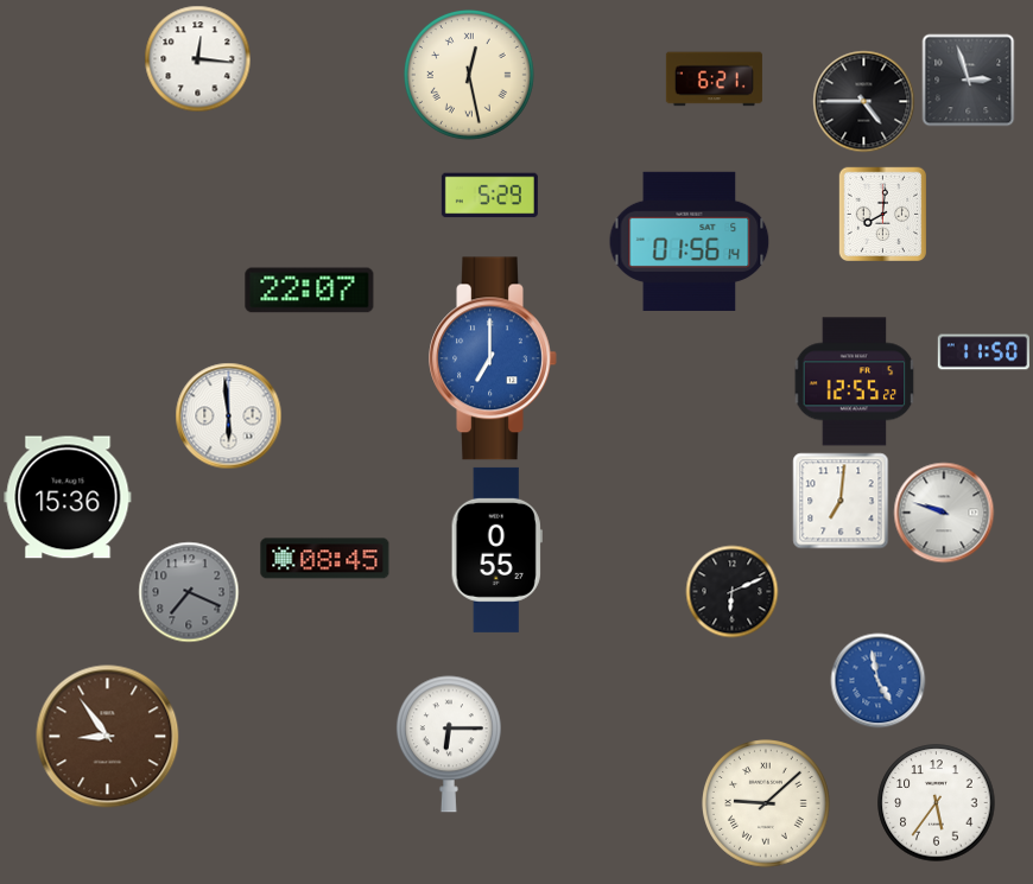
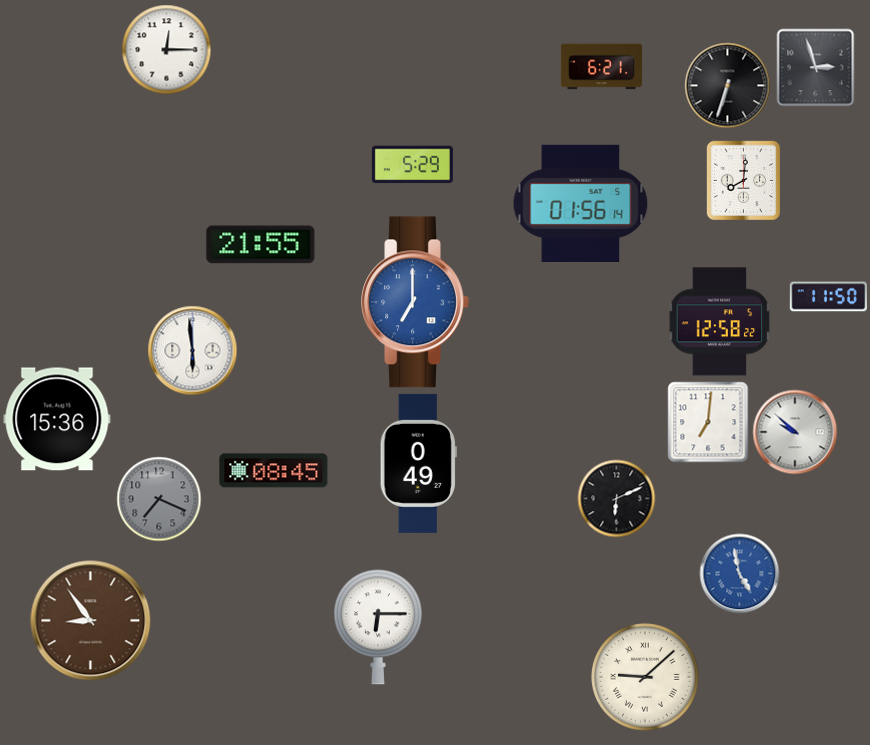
clock at (197, 58): 12:16 -> 12:15
clock at (469, 75): 12:28 -> none
clock at (863, 101): 4:45 -> 6:33
clock at (310, 291): 22:07 -> 21:55
clock at (855, 382): 12:55 -> 12:58
clock at (944, 513): 9:48 -> 9:52
clock at (496, 549): 0:55 -> 0:49
clock at (937, 803): 5:36 -> none
